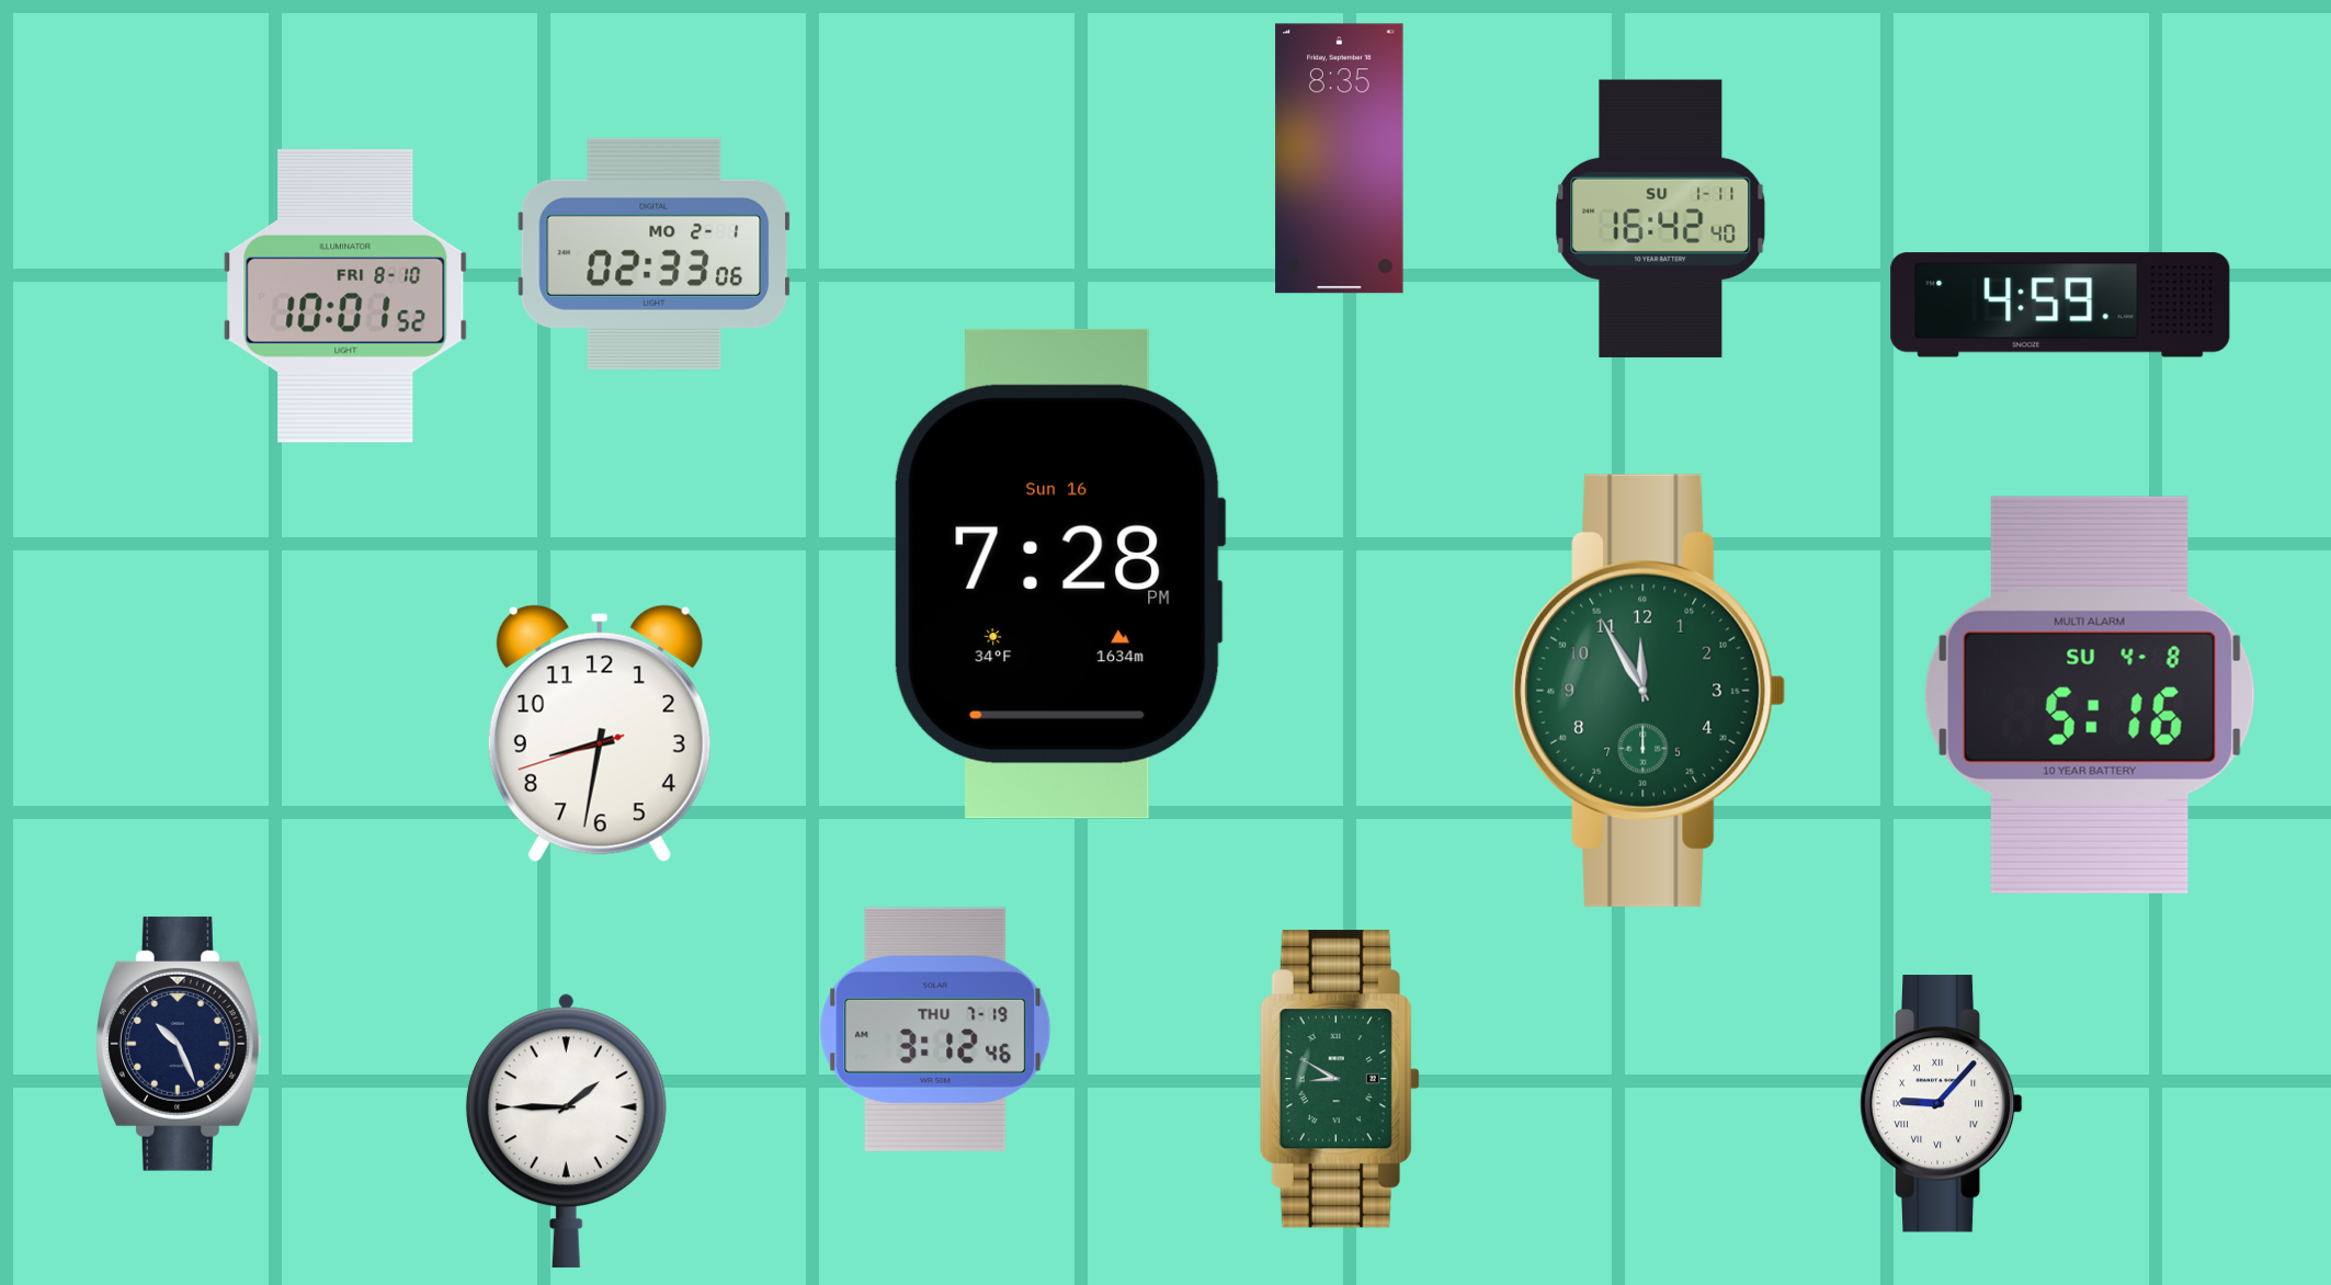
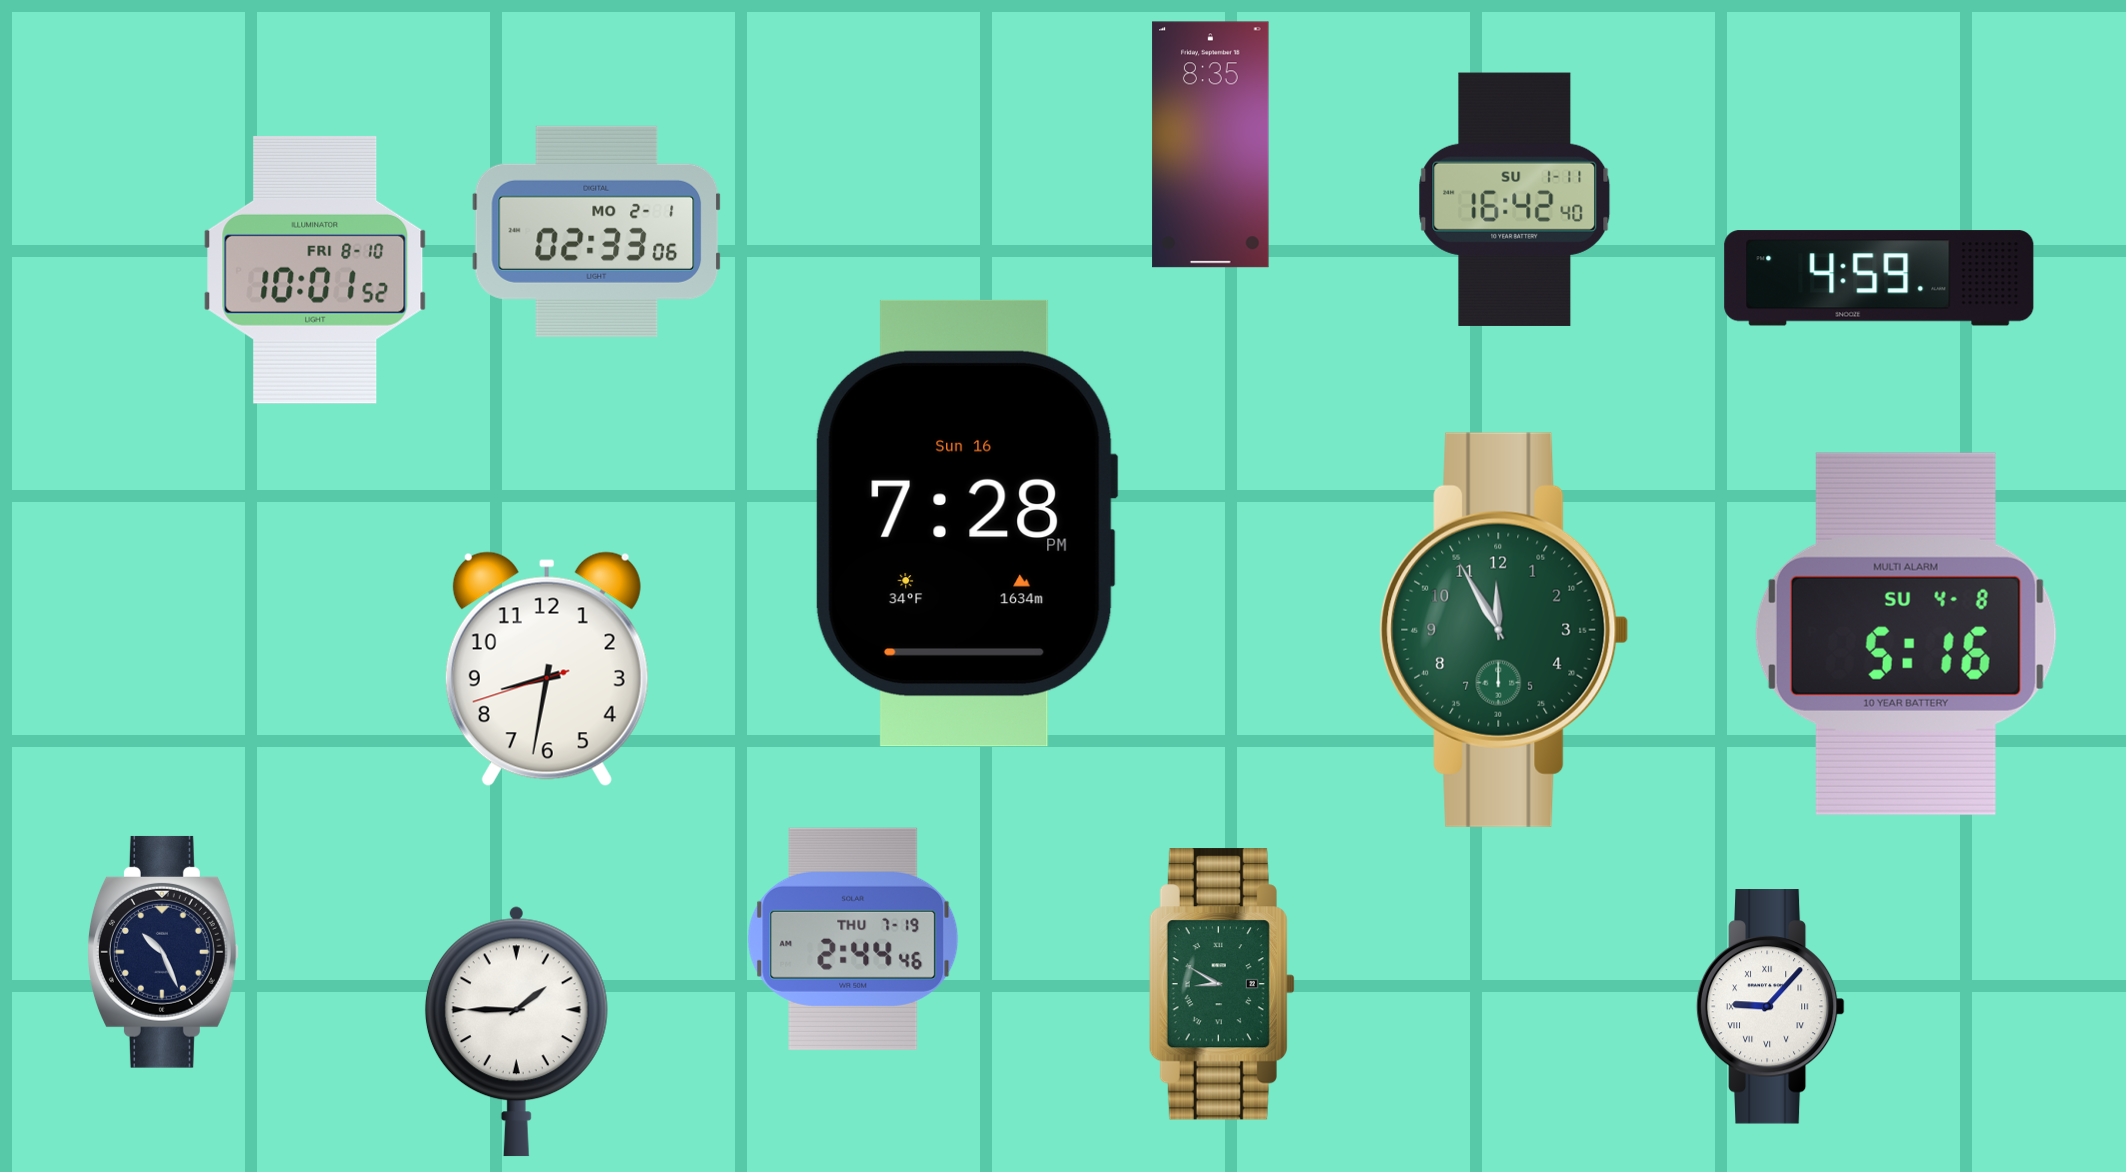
clock at (1340, 159) position: (1340, 159) -> (1211, 145)
clock at (935, 1030): 3:12 -> 2:44
